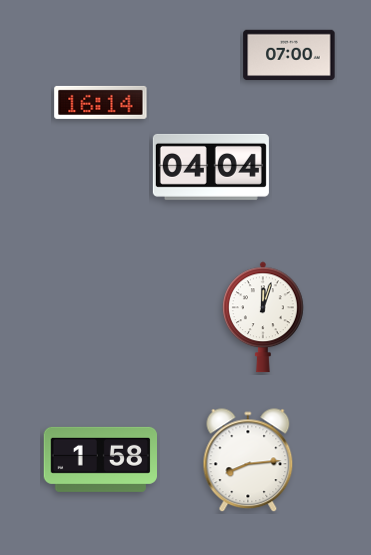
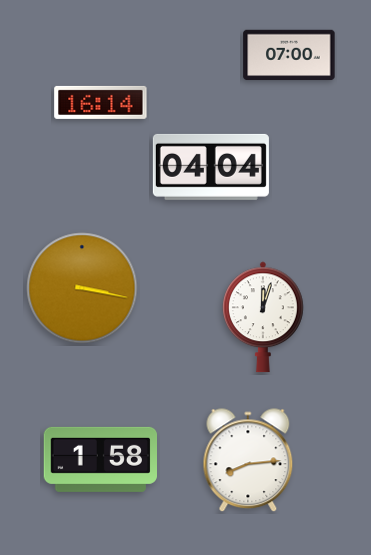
clock at (82, 288): none -> 3:17
